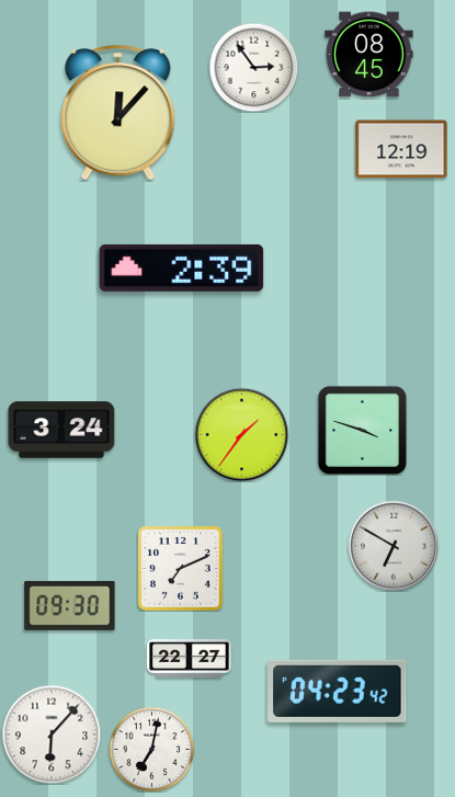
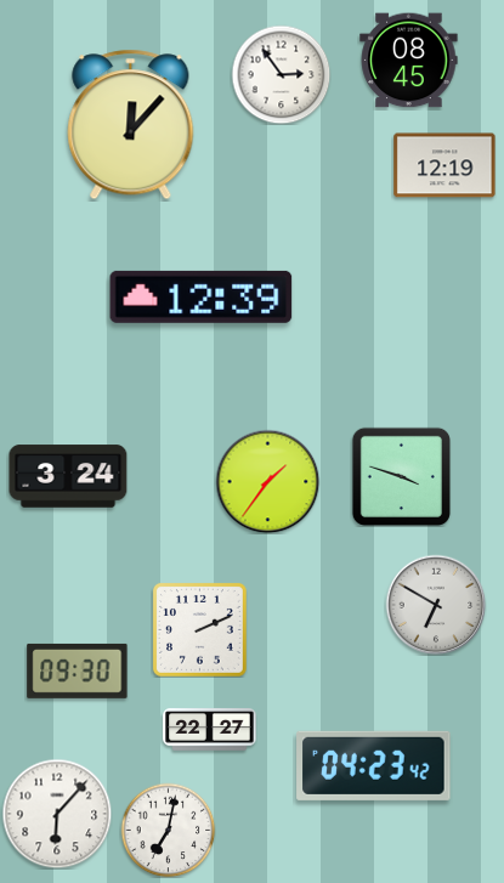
clock at (182, 267): 2:39 -> 12:39
clock at (180, 568): 7:11 -> 2:11
